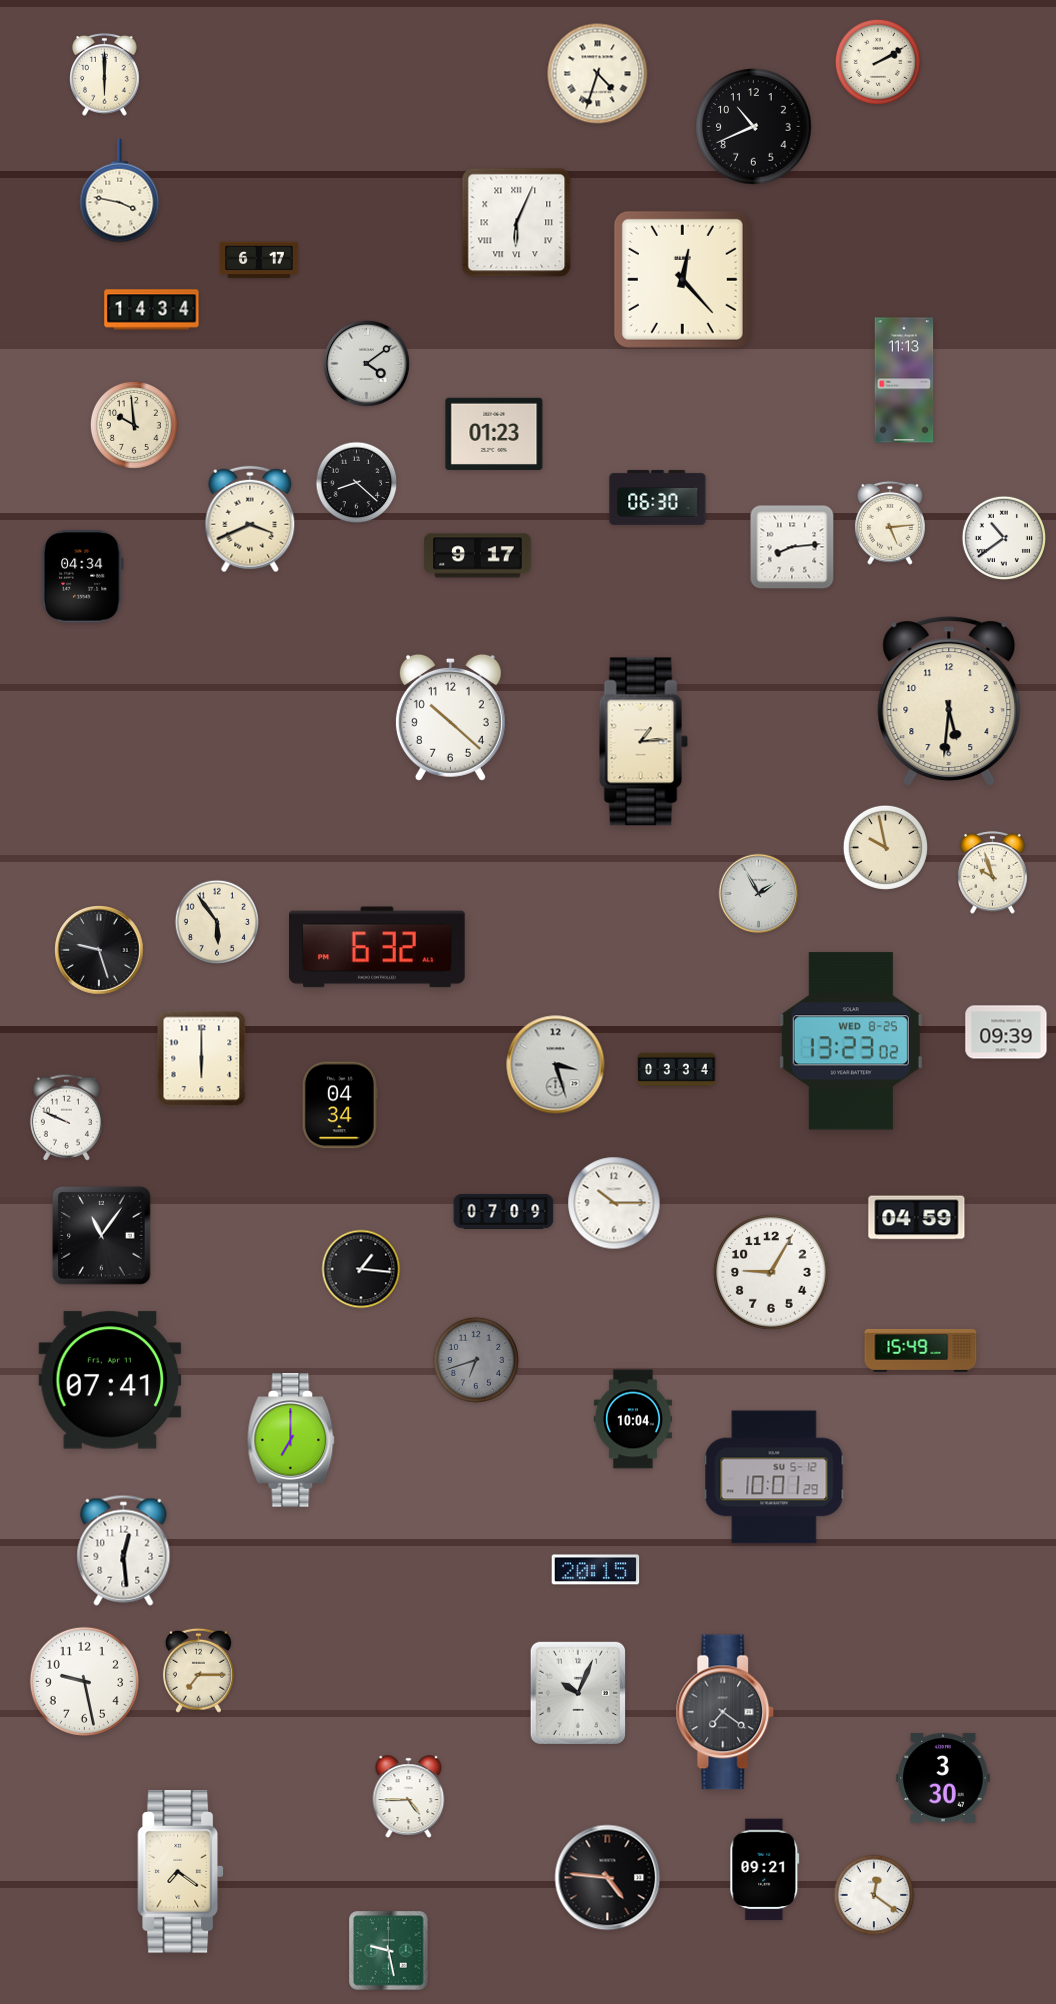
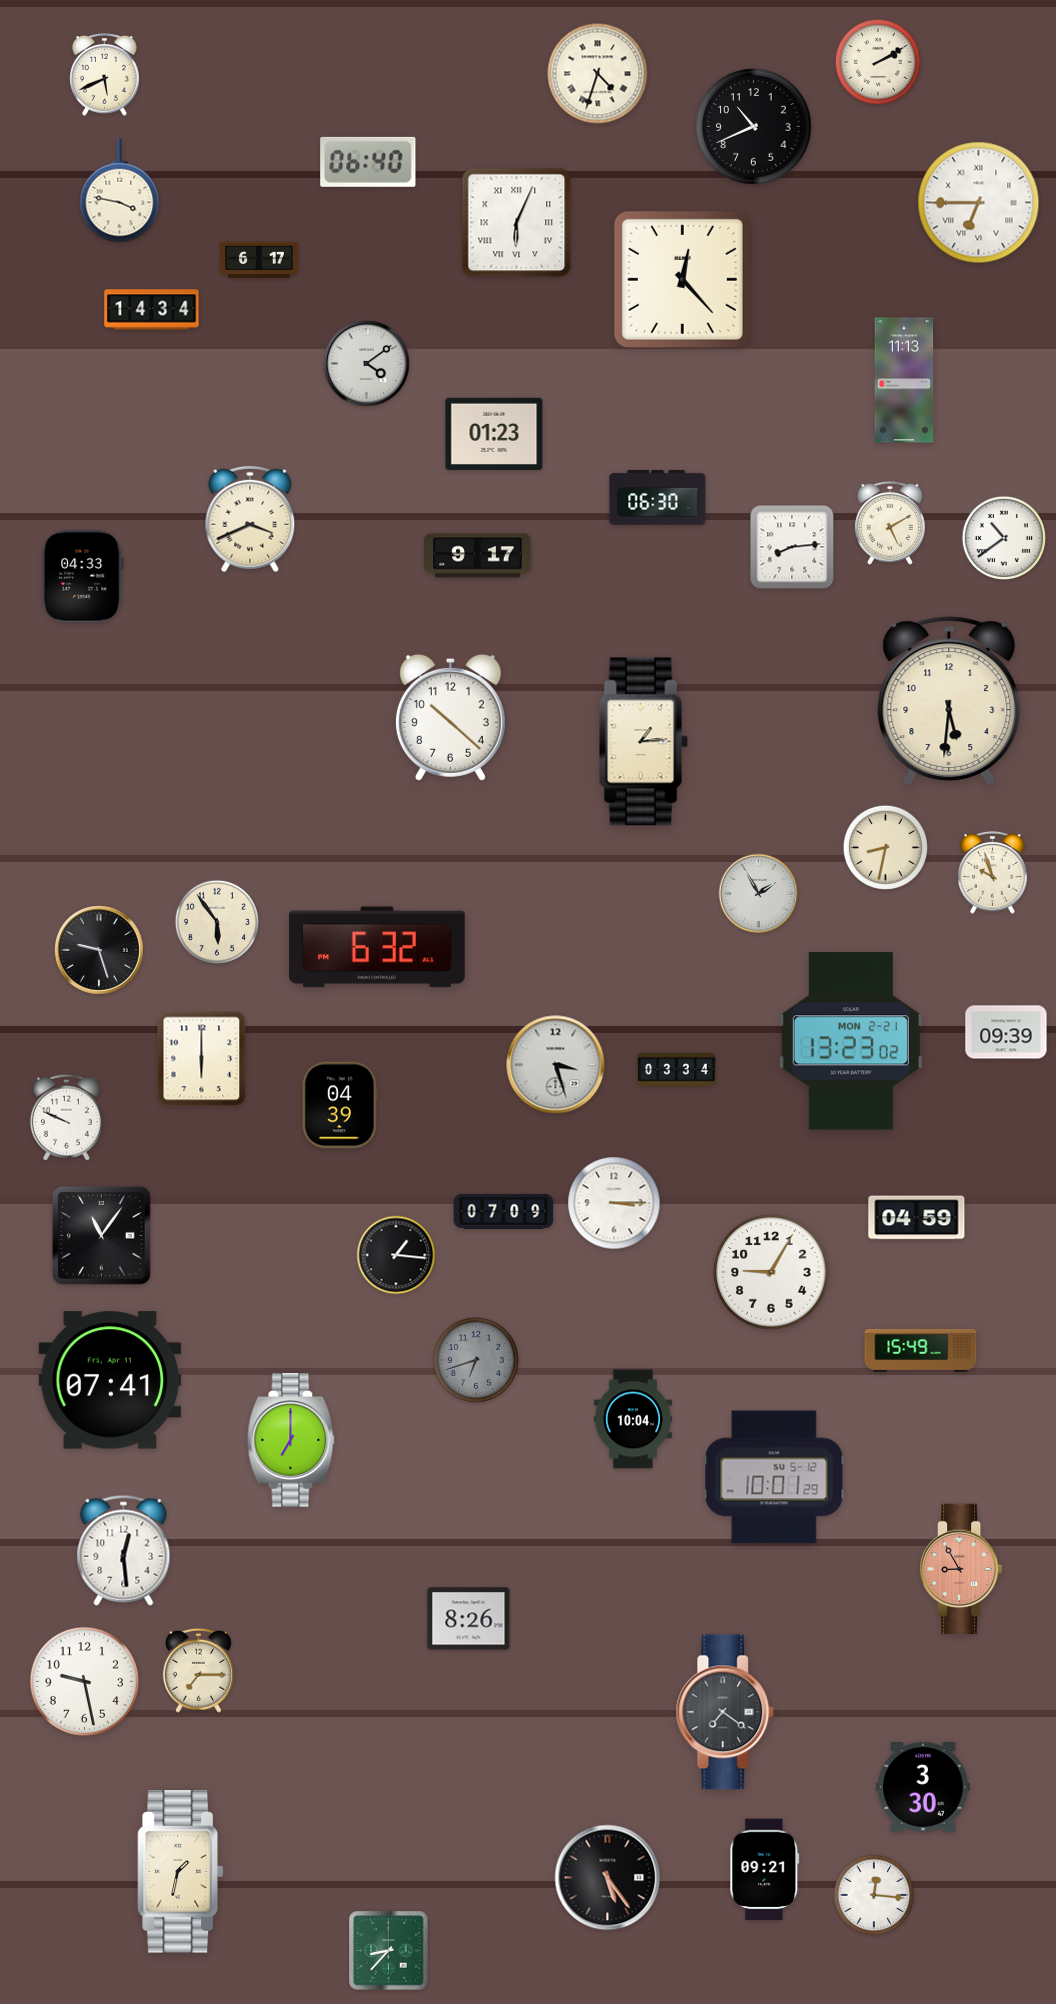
clock at (105, 75): 6:00 -> 5:41
clock at (368, 162): none -> 06:40
clock at (979, 203): none -> 6:45
clock at (134, 425): 9:59 -> none
clock at (357, 483): 8:22 -> none
clock at (890, 523): 5:14 -> 5:10
clock at (82, 577): 04:34 -> 04:33
clock at (885, 847): 9:58 -> 8:32
clock at (851, 1041) date: WED 8-25 -> MON 2-21
clock at (340, 1105): 04:34 -> 04:39
clock at (614, 1203): 10:15 -> 3:15
clock at (361, 1269) position: (361, 1269) -> (396, 1255)
clock at (961, 1568): none -> 8:55
clock at (596, 1570): 20:15 -> none
clock at (469, 1619): none -> 8:26
clock at (577, 1692): 10:04 -> none
clock at (943, 1778) position: (943, 1778) -> (923, 1787)
clock at (409, 1797): 4:45 -> none
clock at (180, 1872): 7:21 -> 1:32
clock at (608, 1878): 4:46 -> 5:24
clock at (874, 1895): 12:21 -> 12:16
clock at (389, 1951): 9:28 -> 8:37
